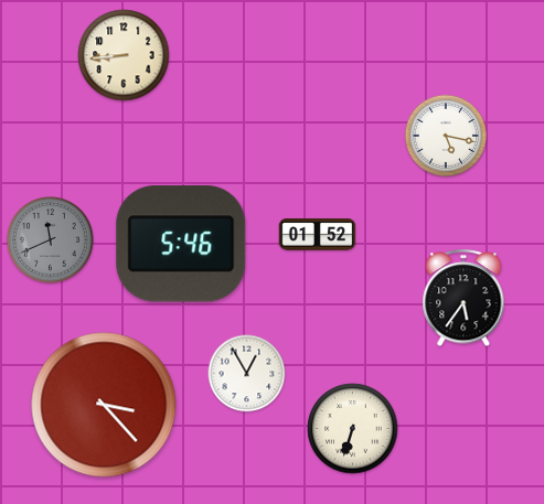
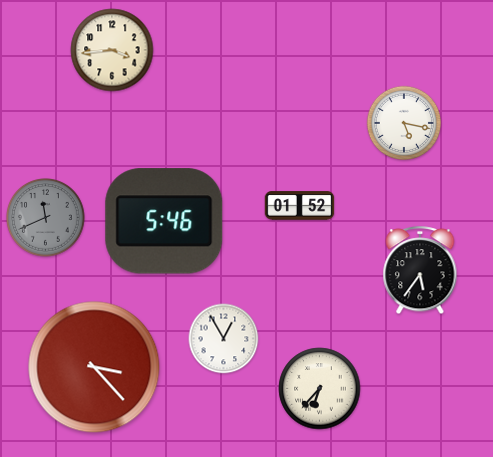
clock at (124, 55): 8:44 -> 3:44
clock at (318, 235) position: (318, 235) -> (300, 206)
clock at (353, 429): 6:33 -> 6:37
